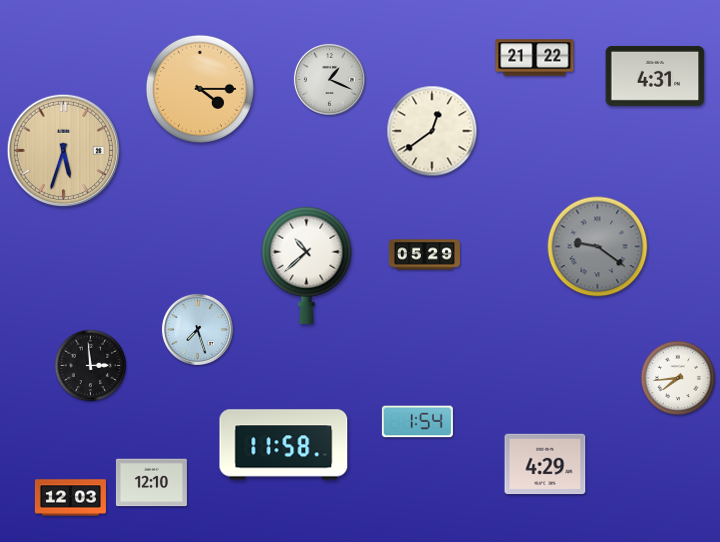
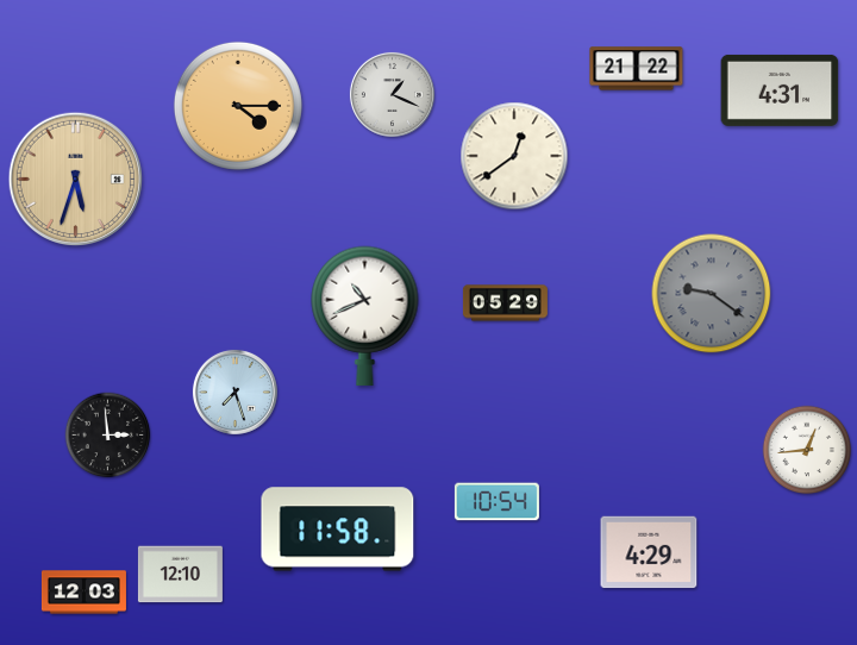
clock at (307, 265): 10:38 -> 10:41
clock at (678, 378): 7:44 -> 12:44
clock at (417, 422): 1:54 -> 10:54
